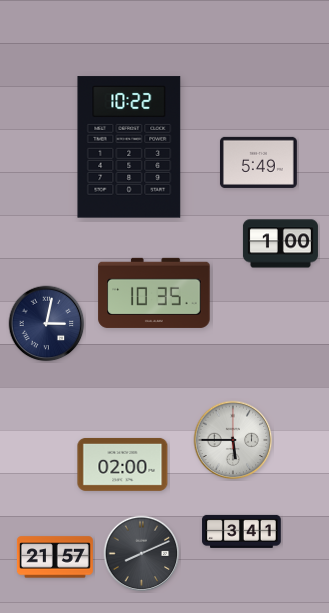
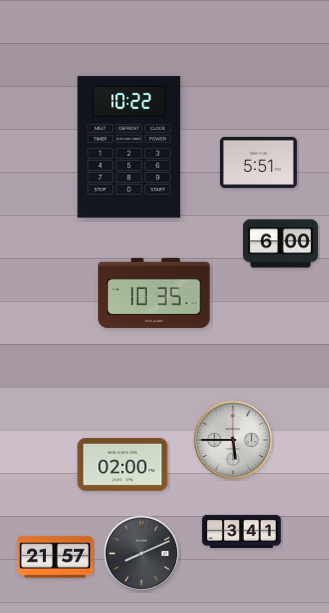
clock at (258, 162): 5:49 -> 5:51
clock at (280, 244): 1:00 -> 6:00
clock at (47, 324): 3:02 -> none
